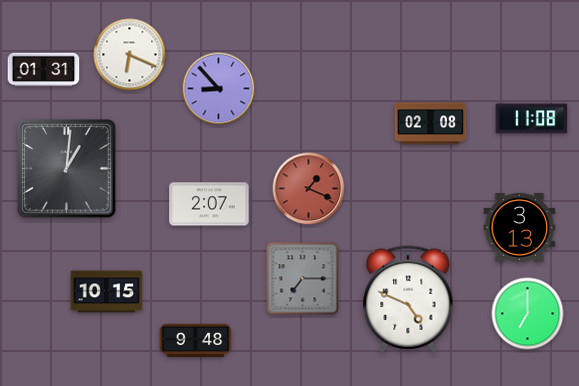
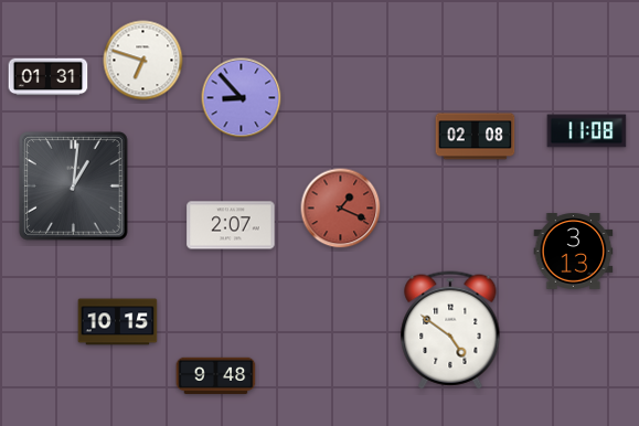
clock at (130, 55): 6:19 -> 6:48
clock at (303, 279): 7:15 -> none
clock at (408, 299): 4:49 -> 4:51
clock at (528, 314): 7:00 -> none
